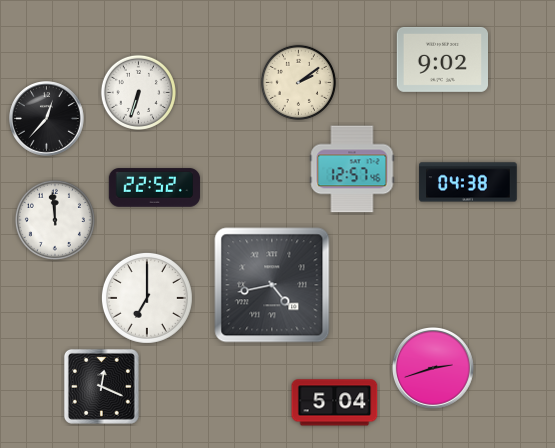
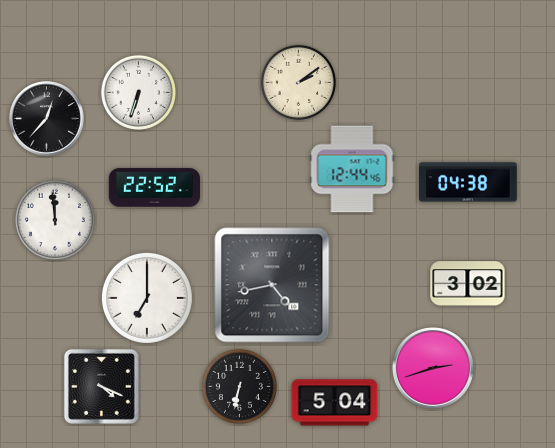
clock at (442, 59): 9:02 -> none
clock at (352, 169): 12:57 -> 12:44
clock at (468, 284): none -> 3:02
clock at (101, 386): 12:19 -> 4:19
clock at (239, 386): none -> 6:32
